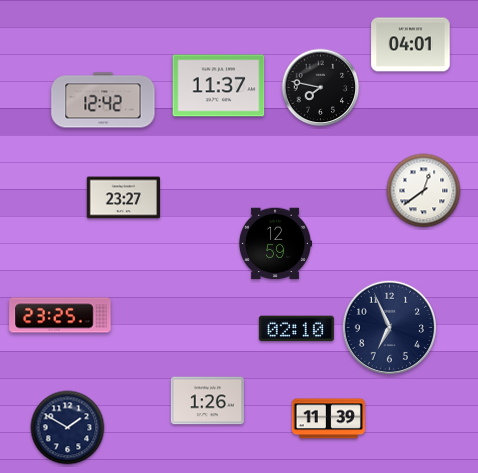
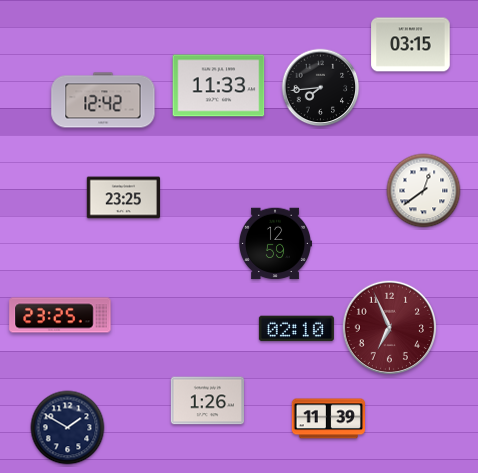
clock at (411, 45): 04:01 -> 03:15
clock at (219, 86): 11:37 -> 11:33
clock at (321, 88): 7:47 -> 7:44
clock at (124, 198): 23:27 -> 23:25
clock at (389, 327) dial: navy -> burgundy
